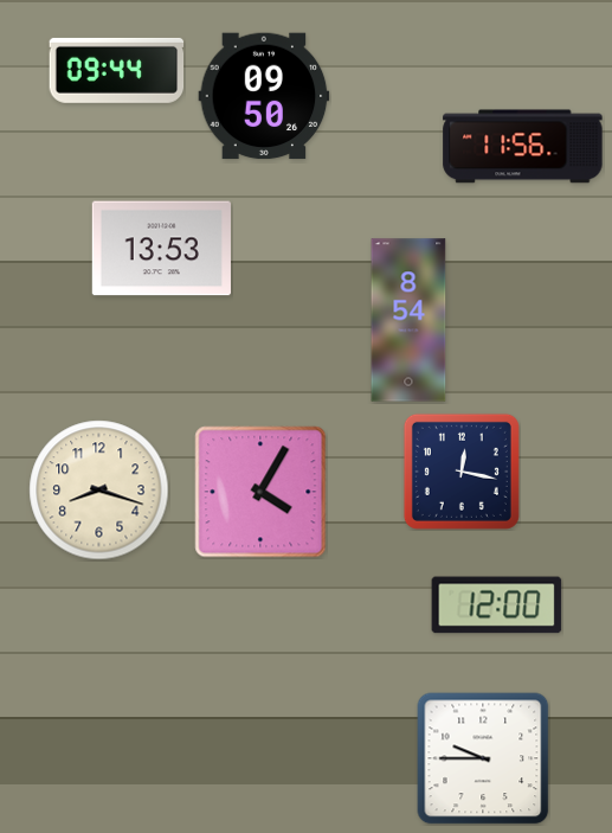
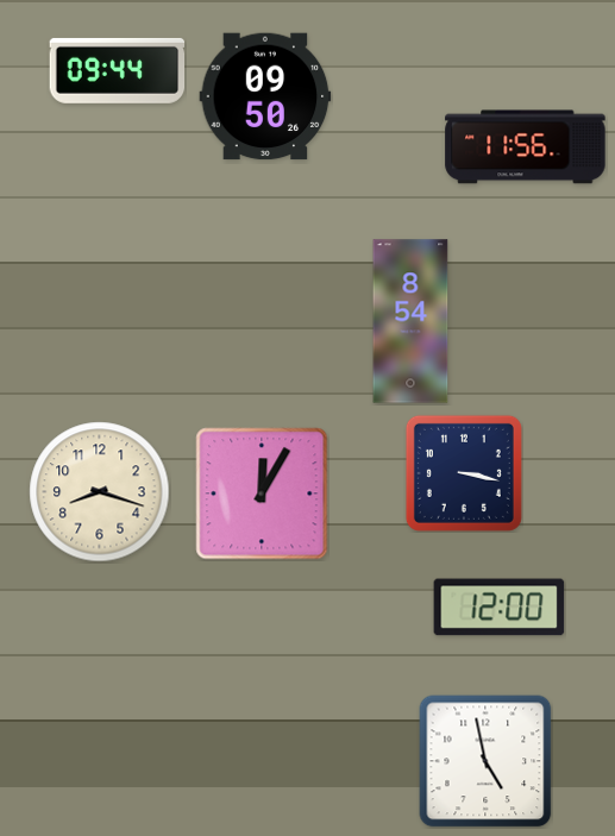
clock at (161, 249): 13:53 -> none
clock at (462, 472): 12:17 -> 3:17
clock at (260, 492): 4:05 -> 12:05
clock at (483, 758): 9:45 -> 4:58
